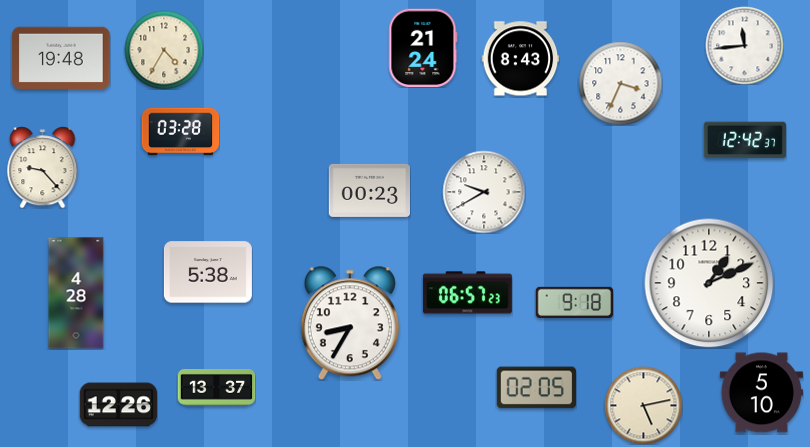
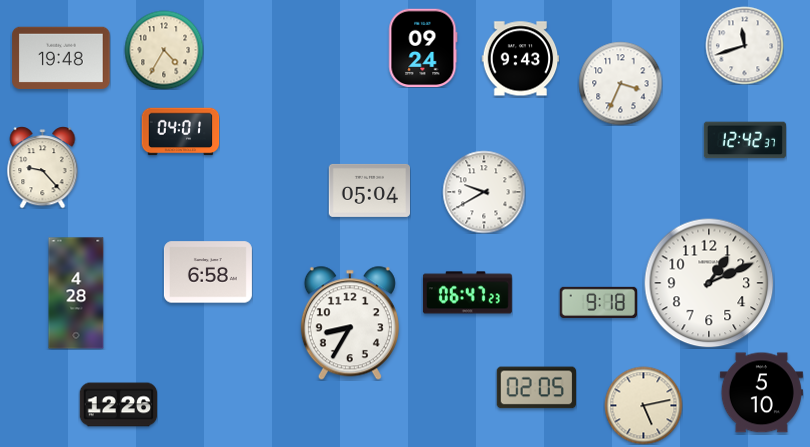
clock at (744, 45): 11:44 -> 11:42
clock at (423, 48): 21:24 -> 09:24
clock at (520, 59): 8:43 -> 9:43
clock at (180, 132): 03:28 -> 04:01
clock at (369, 190): 00:23 -> 05:04
clock at (208, 272): 5:38 -> 6:58
clock at (467, 293): 06:57 -> 06:47
clock at (574, 302) position: (574, 302) -> (598, 302)
clock at (216, 388): 13:37 -> none
